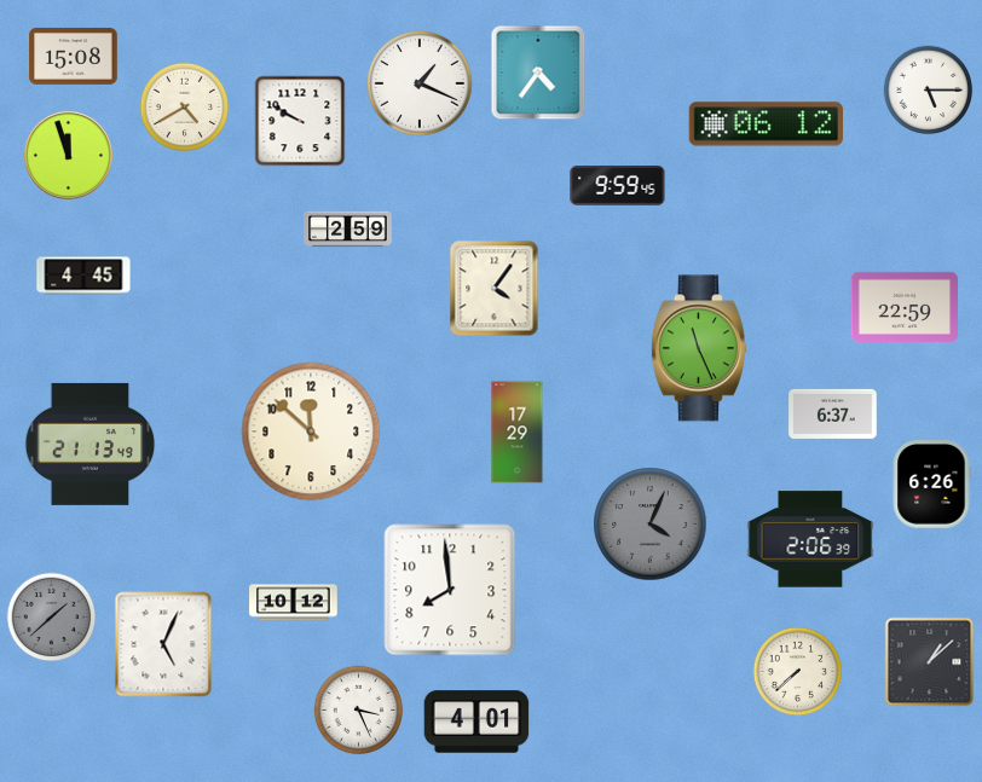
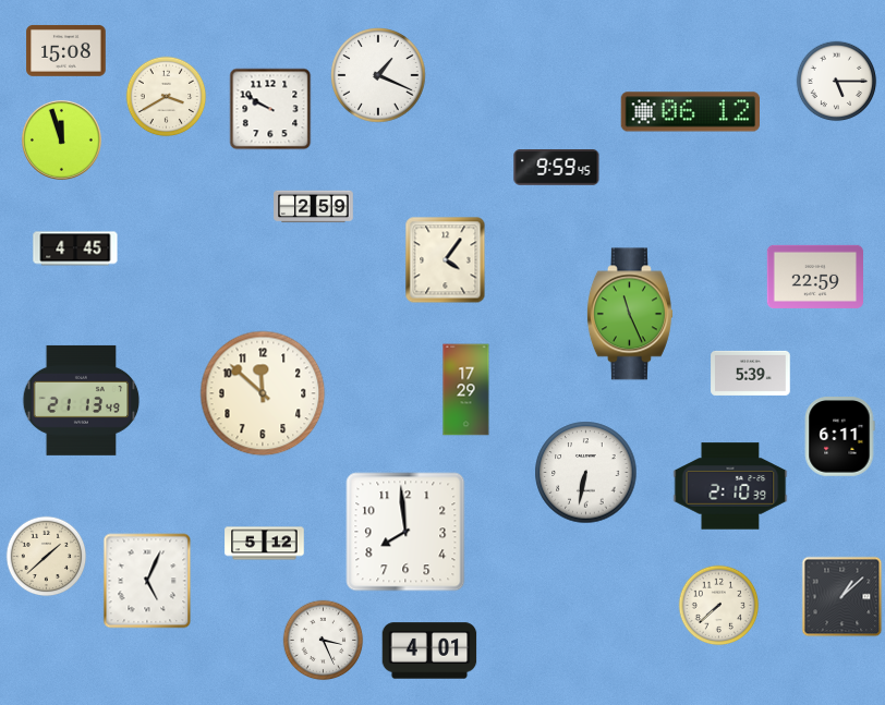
clock at (538, 73): 4:36 -> none
clock at (185, 108): 4:40 -> 3:40
clock at (833, 413): 6:37 -> 5:39
clock at (311, 431) position: (311, 431) -> (263, 393)
clock at (931, 485): 6:26 -> 6:11
clock at (651, 525): 4:04 -> 6:32
clock at (651, 525) dial: grey -> white
clock at (810, 539): 2:06 -> 2:10
clock at (294, 603): 10:12 -> 5:12
clock at (52, 618) dial: grey -> cream
clock at (930, 662) position: (930, 662) -> (842, 597)
